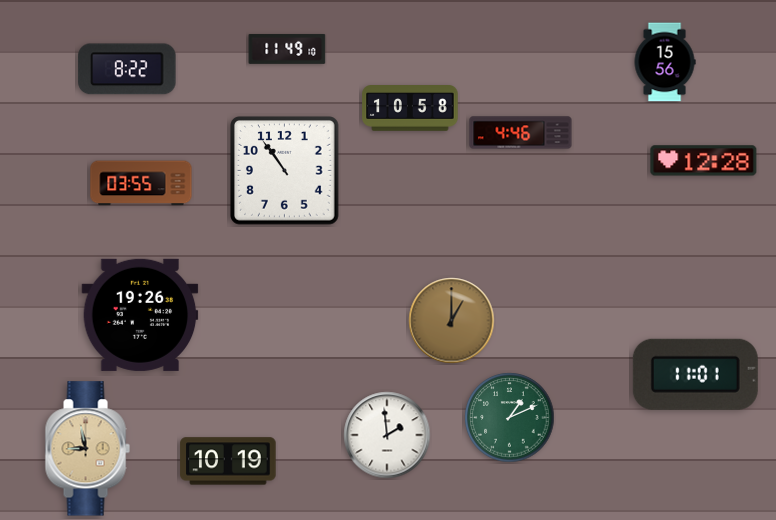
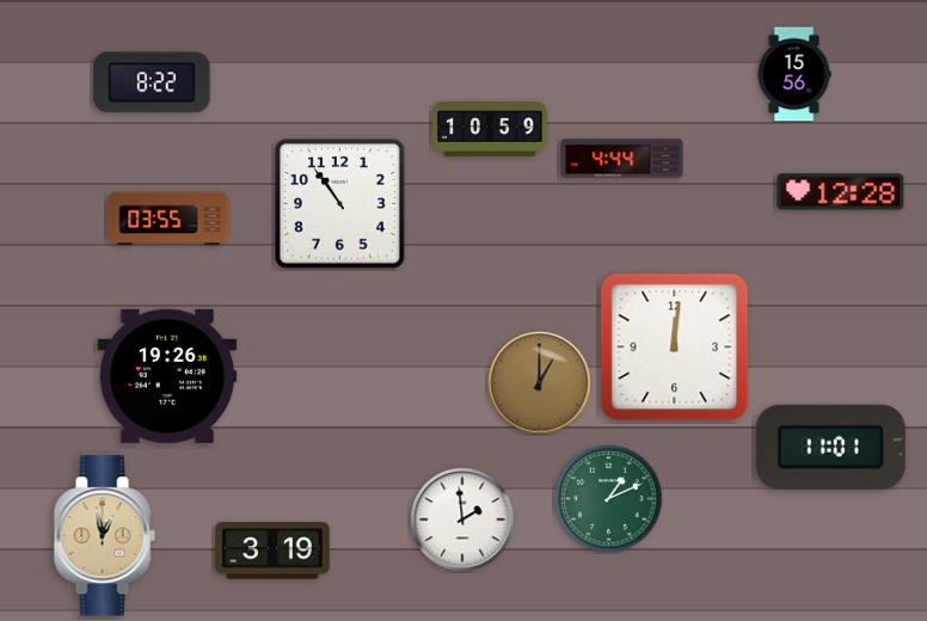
clock at (287, 49): 11:49 -> none
clock at (410, 108): 10:58 -> 10:59
clock at (521, 133): 4:46 -> 4:44
clock at (675, 348): none -> 12:01
clock at (87, 449): 8:58 -> 12:58
clock at (228, 461): 10:19 -> 3:19
